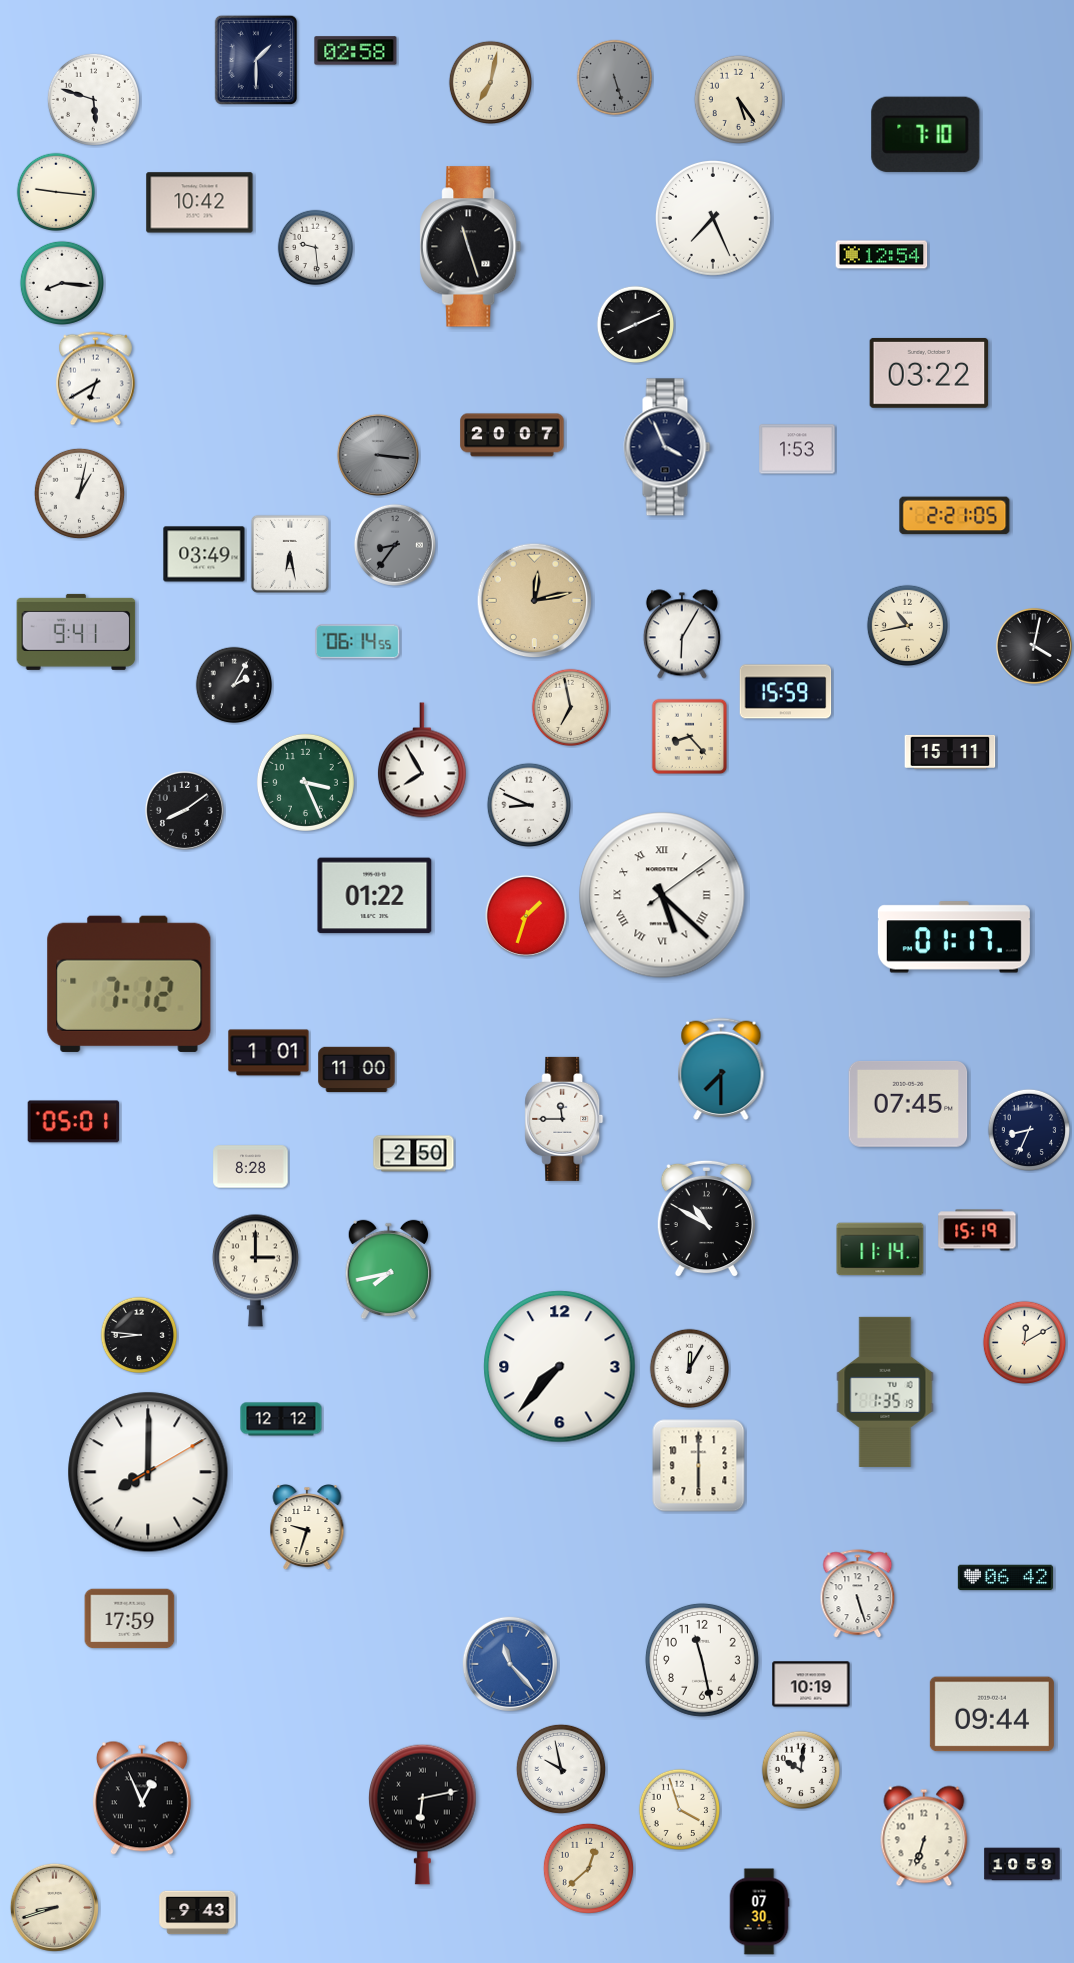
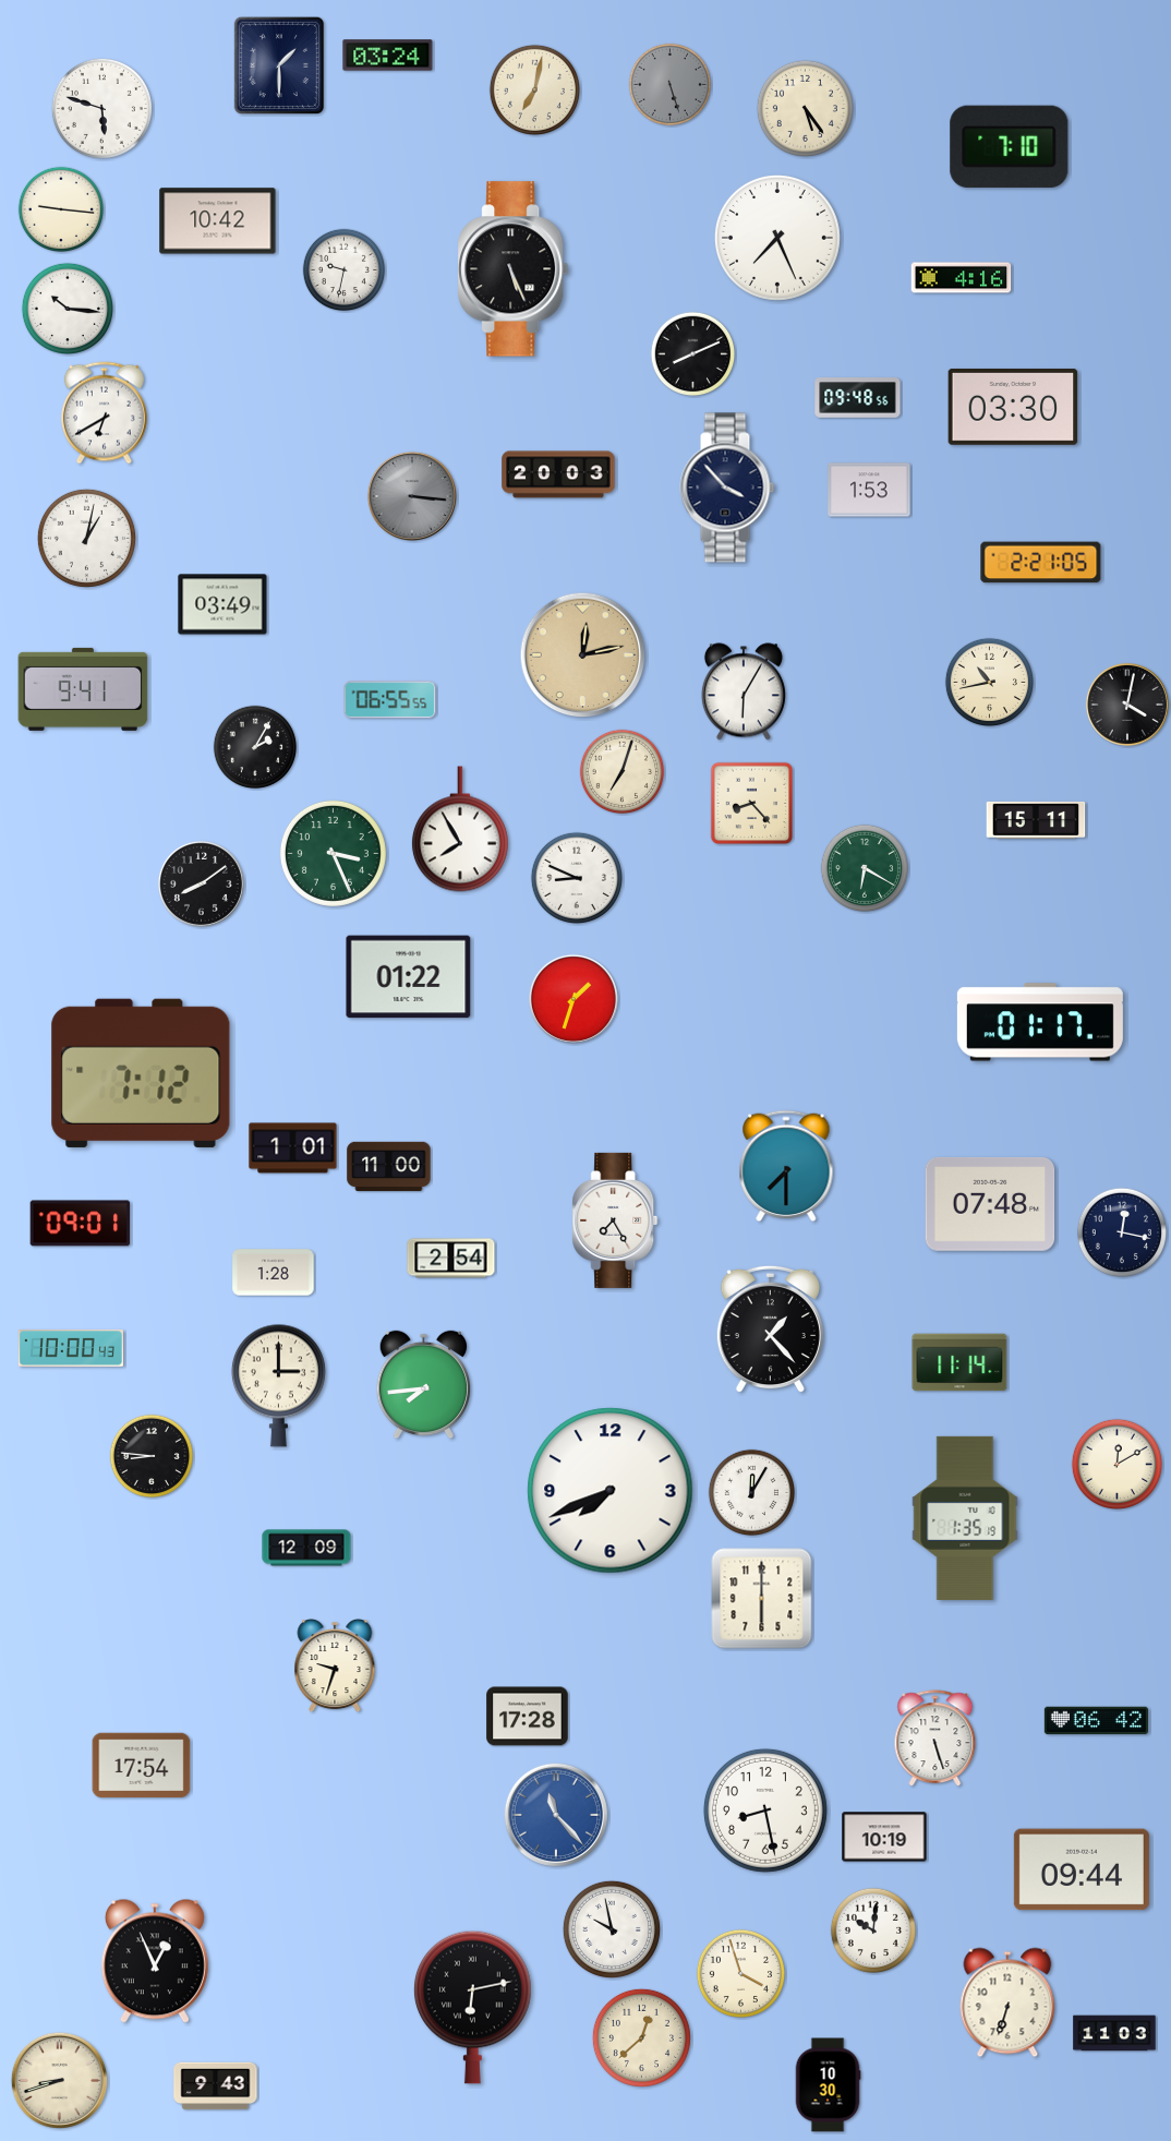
clock at (356, 51): 02:58 -> 03:24
clock at (471, 247): 11:27 -> 5:26
clock at (316, 248): 9:29 -> 9:32
clock at (882, 255): 12:54 -> 4:16
clock at (61, 282): 8:16 -> 10:16
clock at (858, 398): none -> 09:48
clock at (929, 373): 03:22 -> 03:30
clock at (512, 435): 20:07 -> 20:03
clock at (667, 447): 3:56 -> 3:53
clock at (395, 545): 8:36 -> none
clock at (290, 554): 6:28 -> none
clock at (358, 642): 06:14 -> 06:55
clock at (786, 692): 15:59 -> none
clock at (571, 708): 6:58 -> 7:03
clock at (864, 867): none -> 6:20
clock at (662, 895): 5:22 -> none
clock at (908, 1105): 07:45 -> 07:48
clock at (564, 1119): 11:45 -> 7:25
clock at (74, 1122): 05:01 -> 09:01
clock at (1028, 1129): 8:34 -> 12:17
clock at (414, 1154): 2:50 -> 2:54
clock at (251, 1167): 8:28 -> 1:28
clock at (706, 1219): 10:50 -> 1:23
clock at (977, 1230): 15:19 -> none
clock at (71, 1348): none -> 10:00
clock at (389, 1270): 7:43 -> 7:44
clock at (560, 1367): 7:37 -> 7:41
clock at (281, 1419): 12:12 -> 12:09
clock at (148, 1472): 8:00 -> none
clock at (528, 1717): none -> 17:28
clock at (130, 1619): 17:59 -> 17:54
clock at (702, 1660): 11:28 -> 8:28
clock at (423, 1814) position: (423, 1814) -> (473, 2007)
clock at (1022, 1864): 10:59 -> 11:03
clock at (759, 1912): 07:30 -> 10:30
